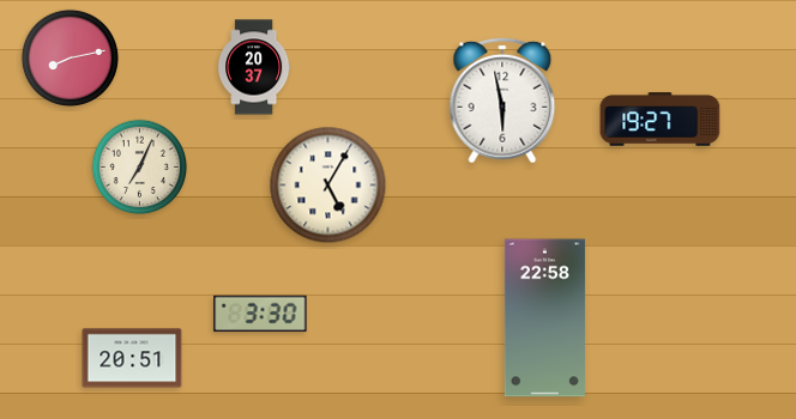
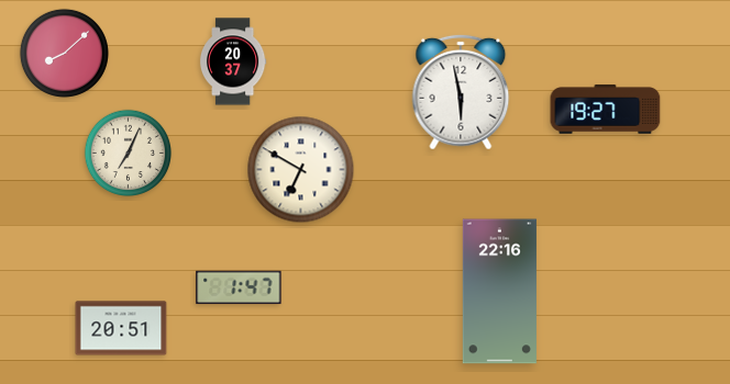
clock at (70, 57): 8:13 -> 8:08
clock at (328, 186): 5:05 -> 6:50
clock at (260, 314): 3:30 -> 1:47
clock at (544, 318): 22:58 -> 22:16
